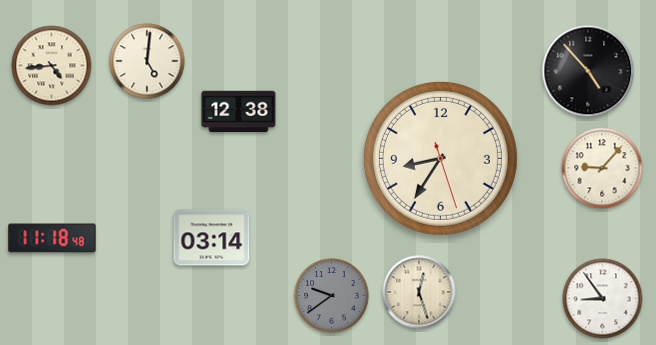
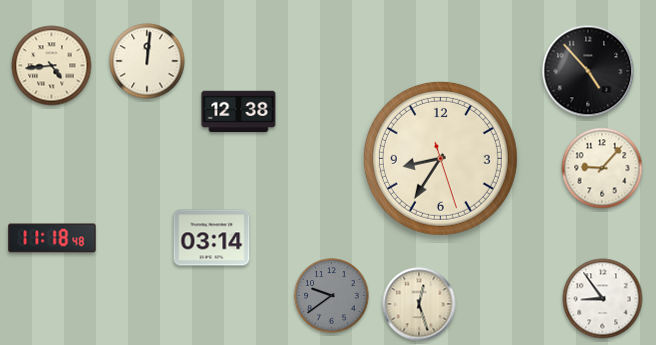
clock at (147, 61): 5:01 -> 12:01
clock at (419, 292) position: (419, 292) -> (419, 304)
